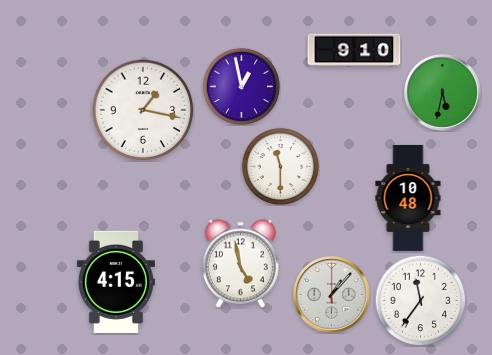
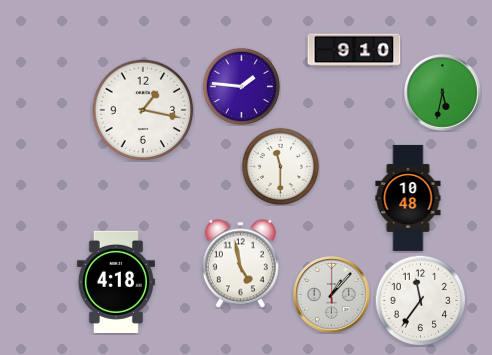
clock at (241, 86): 12:58 -> 1:46
clock at (116, 282): 4:15 -> 4:18
